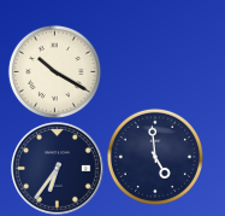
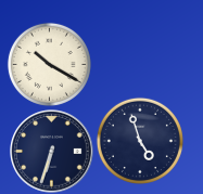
clock at (155, 157): 4:59 -> 4:57
clock at (58, 169): 6:36 -> 6:33
